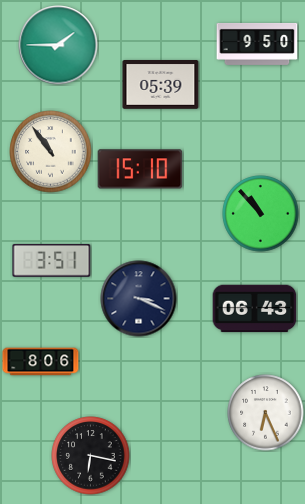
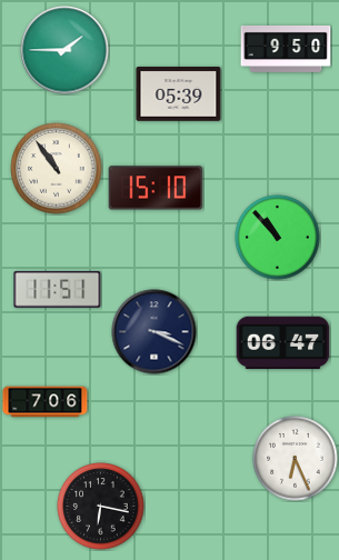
clock at (261, 214) position: (261, 214) -> (278, 238)
clock at (52, 260): 3:51 -> 11:51
clock at (255, 309): 06:43 -> 06:47
clock at (41, 362): 8:06 -> 7:06
